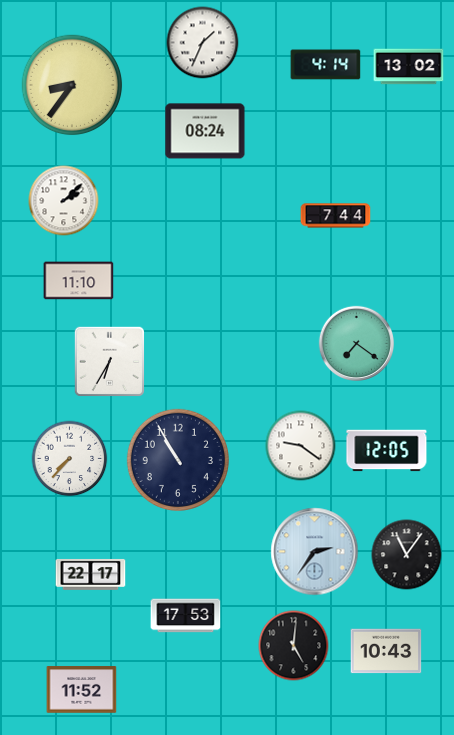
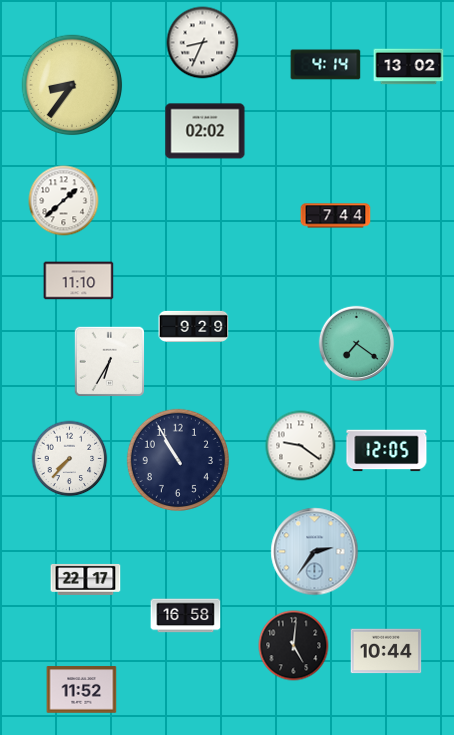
clock at (203, 43): 1:34 -> 8:34
clock at (205, 131): 08:24 -> 02:02
clock at (64, 201): 2:08 -> 1:38
clock at (194, 326): none -> 9:29
clock at (407, 555): 11:06 -> none
clock at (91, 575) position: (91, 575) -> (86, 580)
clock at (186, 616): 17:53 -> 16:58
clock at (386, 651): 10:43 -> 10:44
